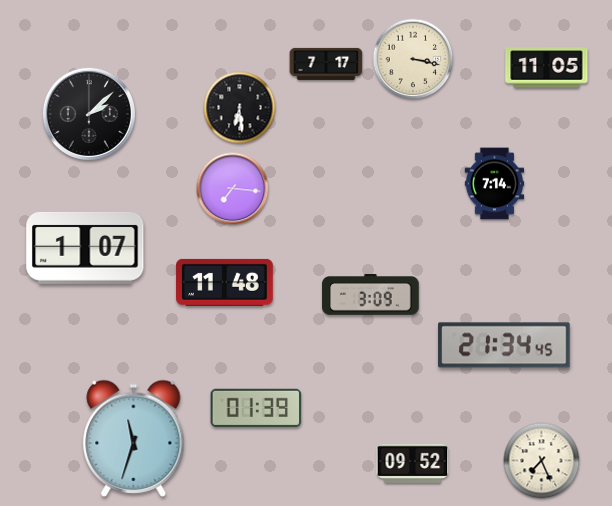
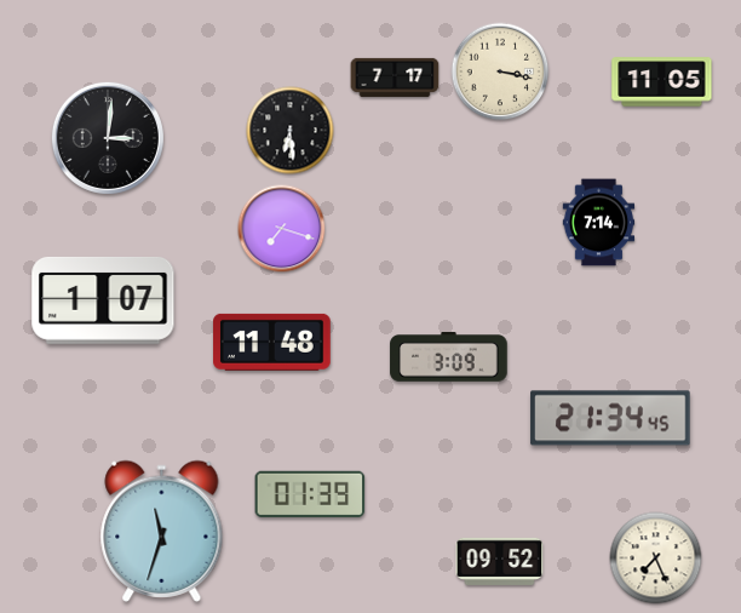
clock at (89, 114): 2:08 -> 3:01
clock at (233, 189): 7:16 -> 7:18
